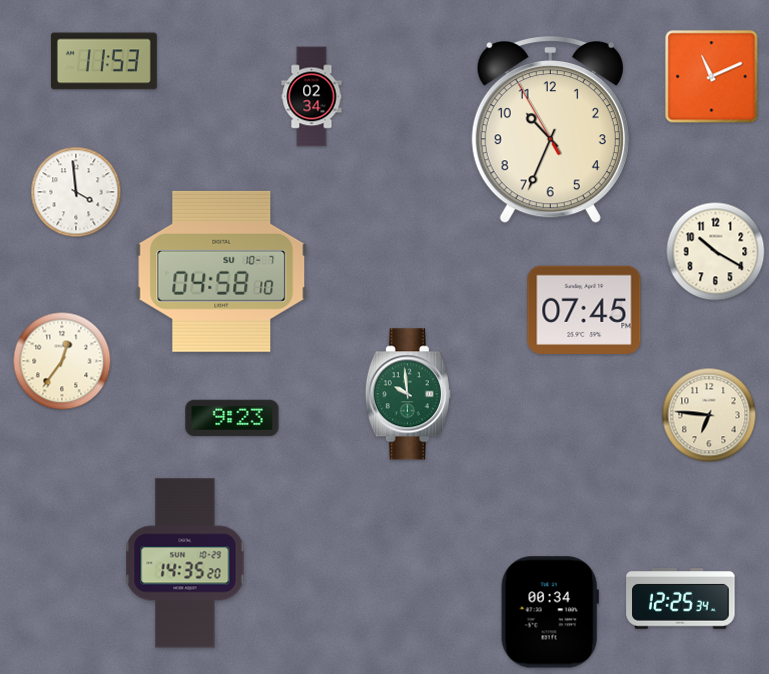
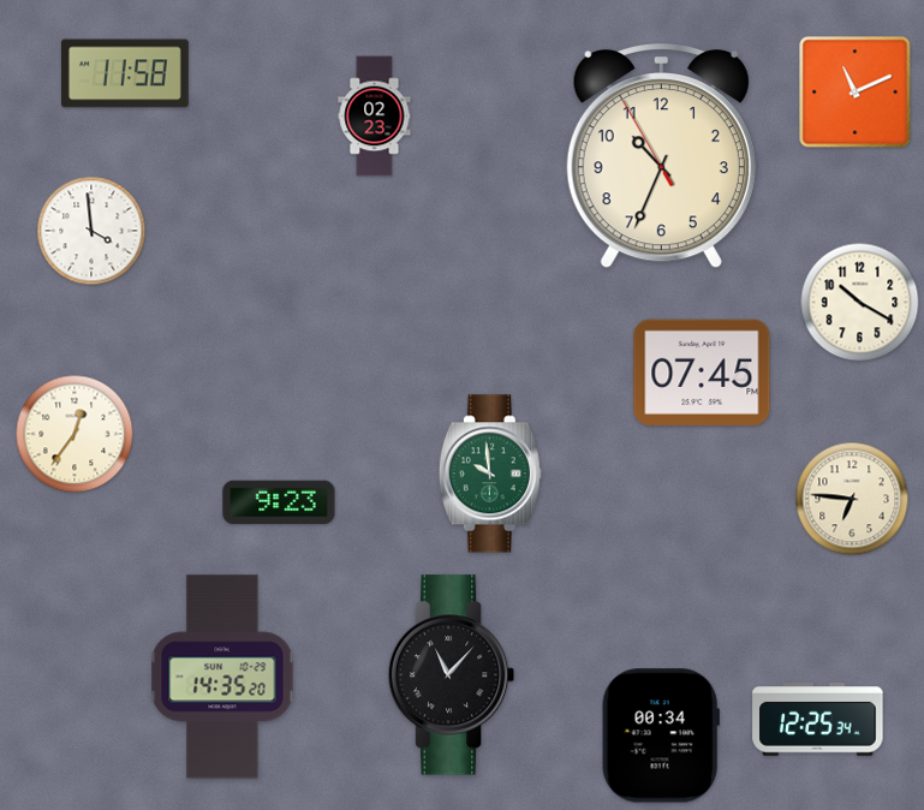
clock at (104, 61): 11:53 -> 11:58
clock at (312, 97): 02:34 -> 02:23
clock at (222, 271): 04:58 -> none
clock at (452, 675): none -> 11:07
